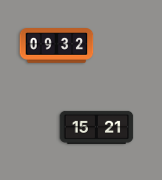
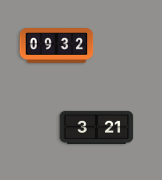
clock at (97, 127): 15:21 -> 3:21
